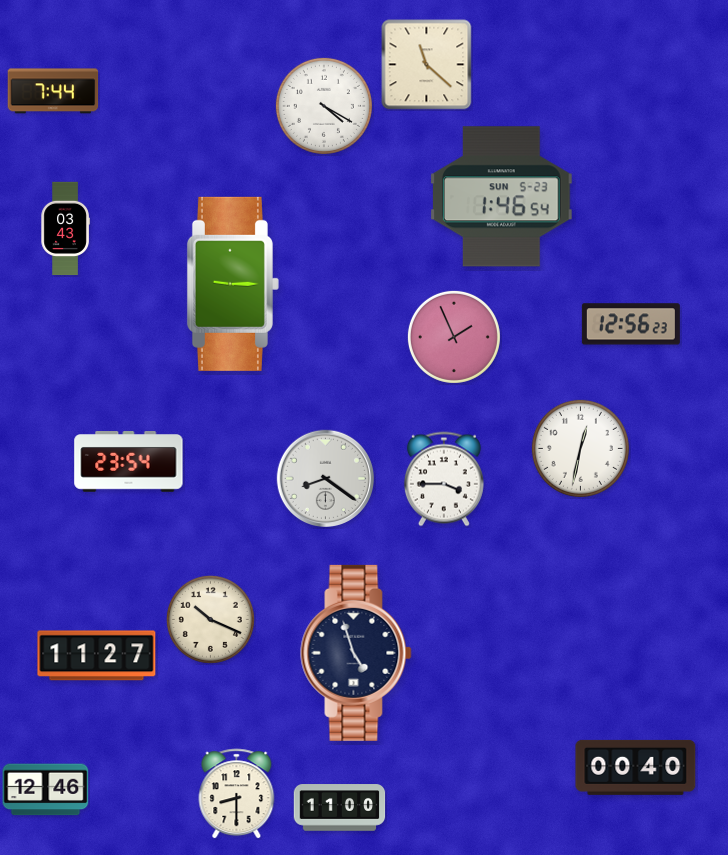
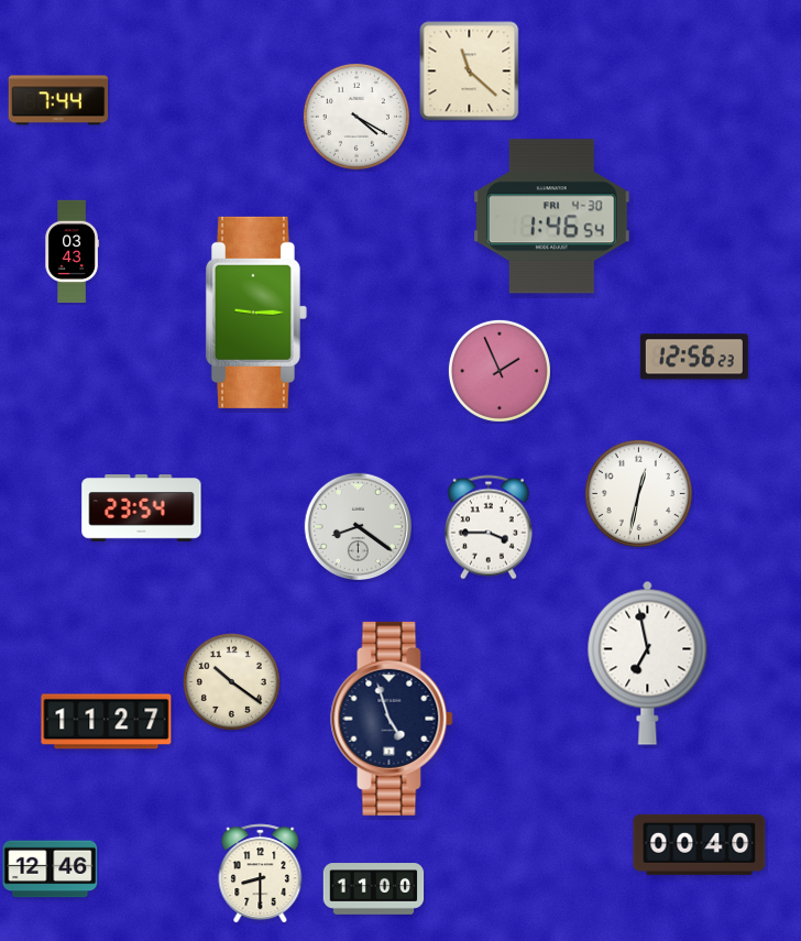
clock at (502, 197) date: SUN 5-23 -> FRI 4-30
clock at (648, 663): none -> 6:58
clock at (210, 619): 10:19 -> 10:21
